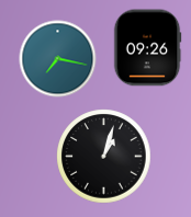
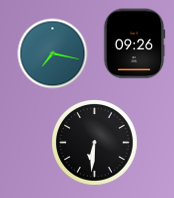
clock at (104, 157): 1:03 -> 6:31
